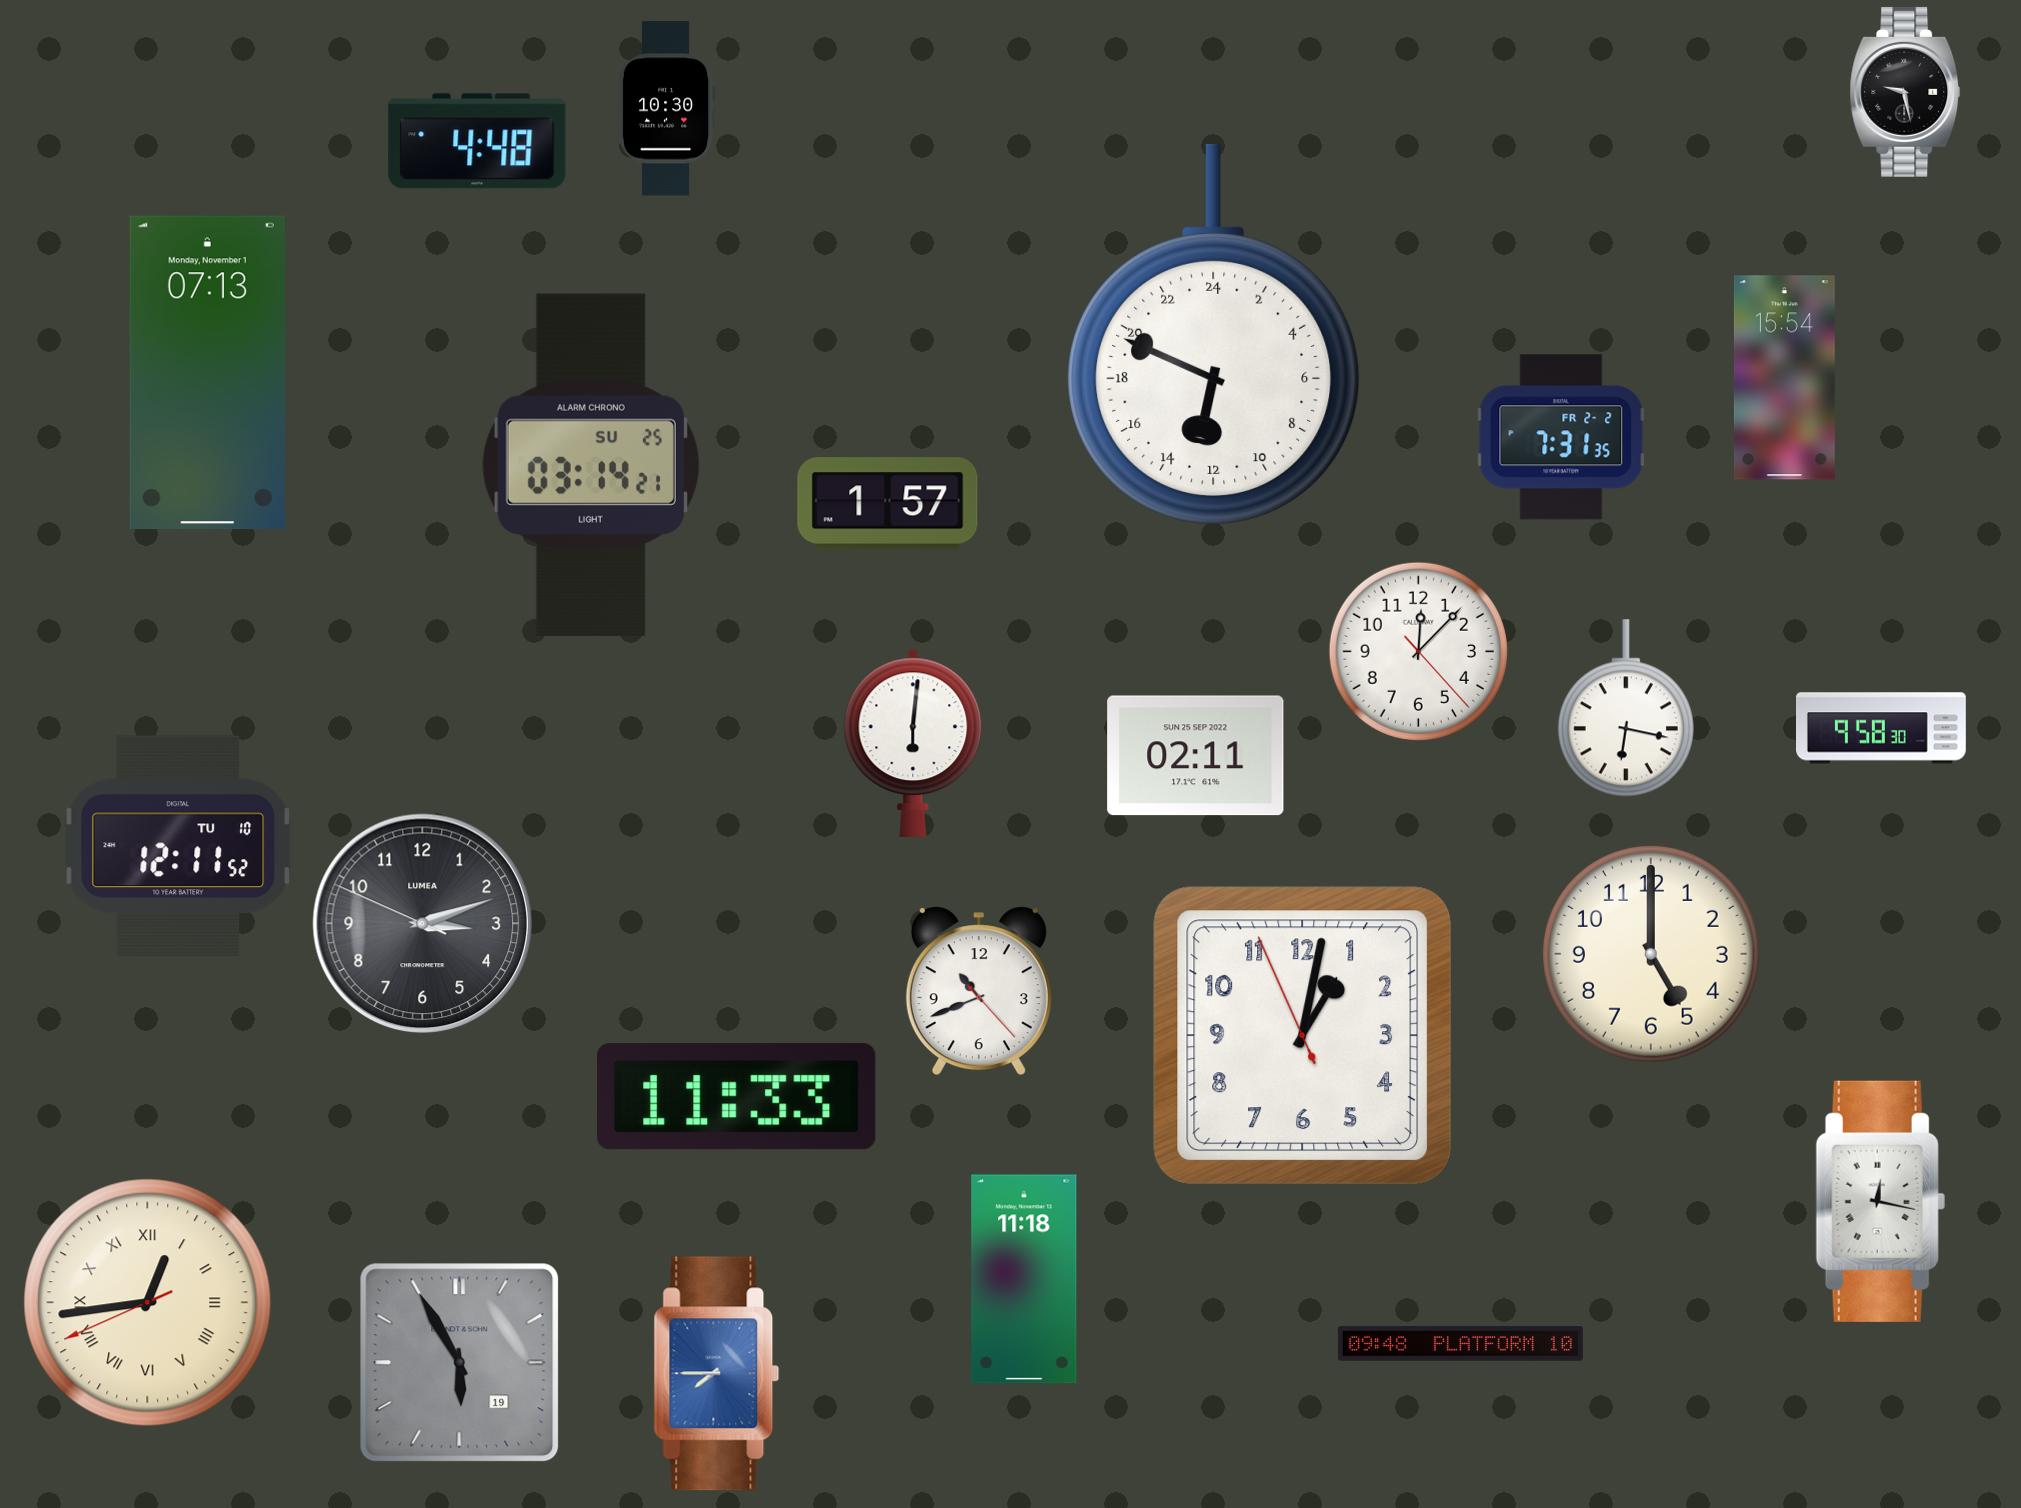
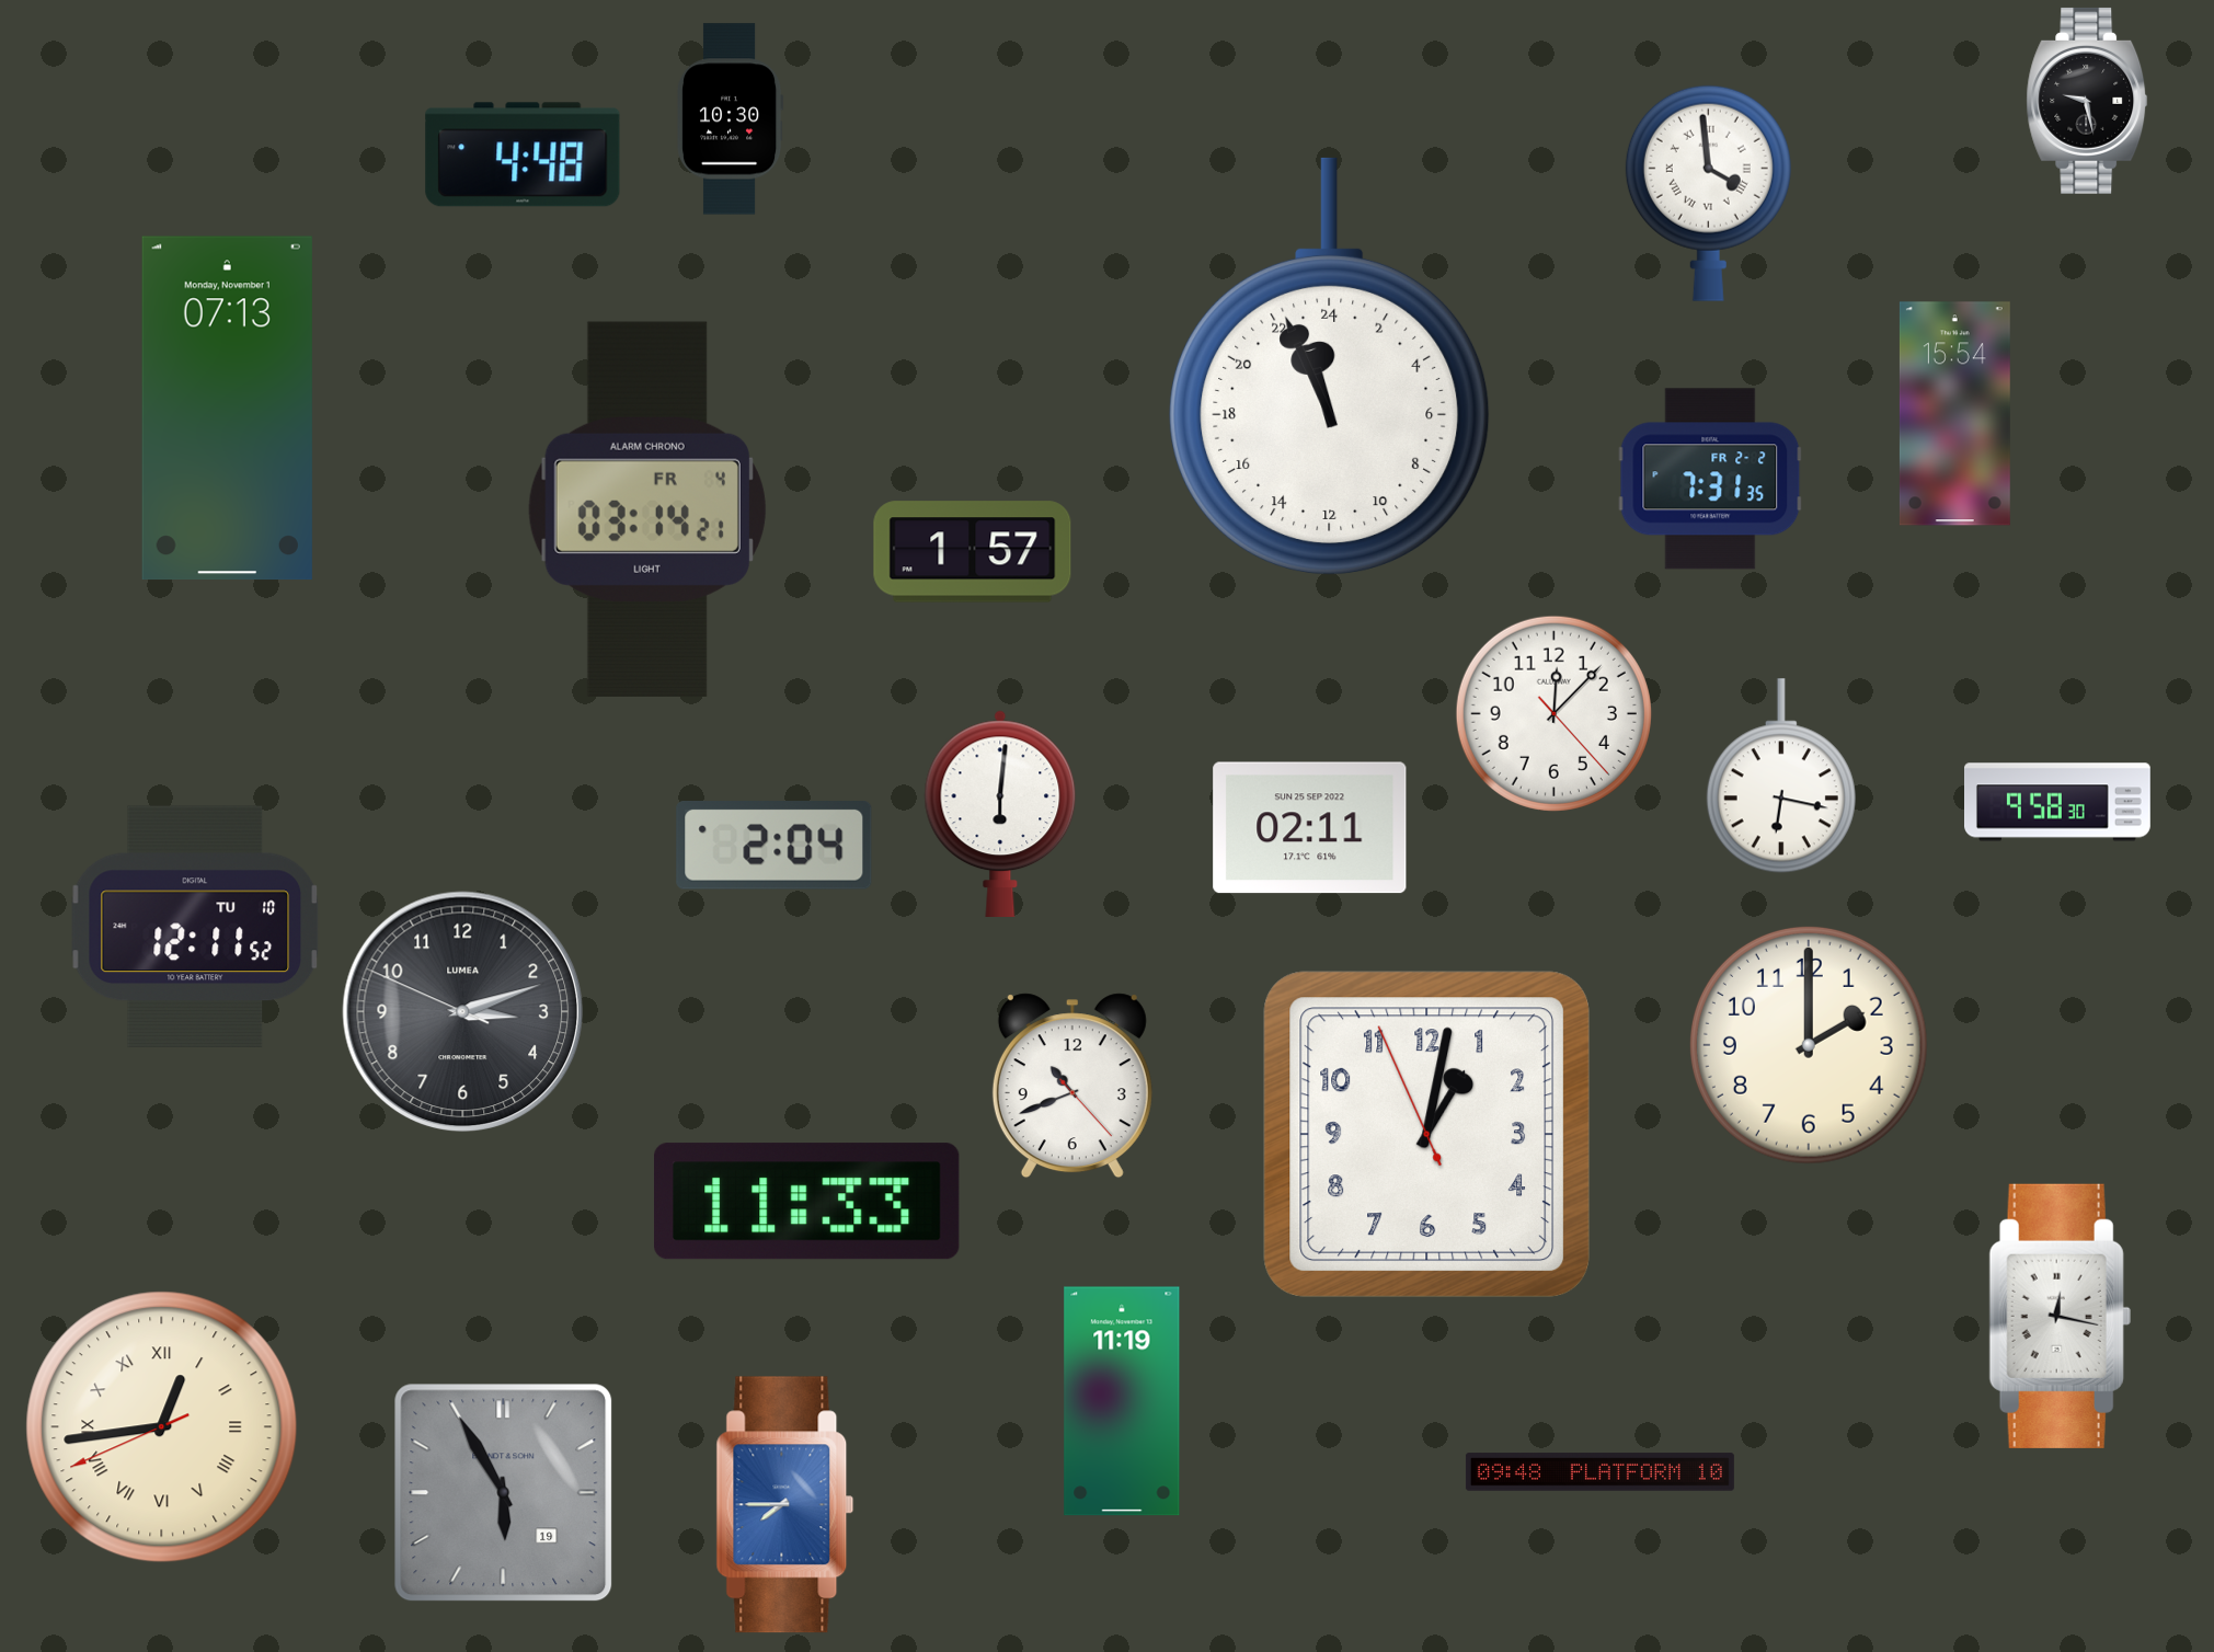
clock at (1708, 193): none -> 3:59
clock at (1214, 334): 12:49 -> 22:56
clock at (591, 465) date: SU 25 -> FR 4
clock at (1882, 728) position: (1882, 728) -> (2058, 802)
clock at (775, 846): none -> 2:04
clock at (1651, 954): 5:00 -> 2:00
clock at (1024, 1279): 11:18 -> 11:19
